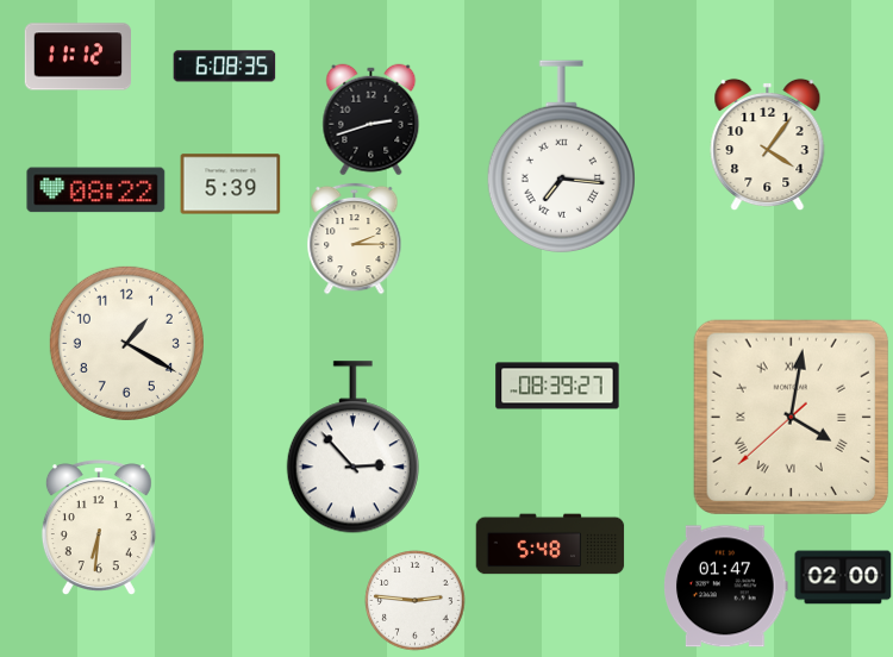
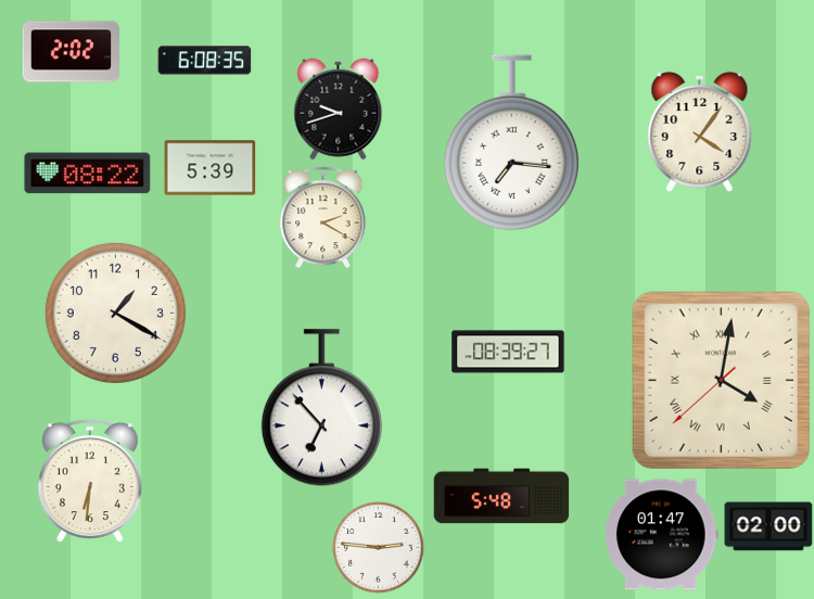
clock at (77, 57): 11:12 -> 2:02
clock at (371, 120): 2:42 -> 9:42
clock at (355, 238): 2:15 -> 2:20
clock at (352, 448): 2:53 -> 6:53
